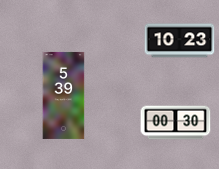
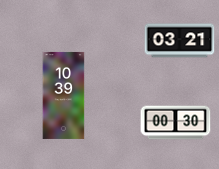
clock at (180, 41): 10:23 -> 03:21
clock at (64, 95): 5:39 -> 10:39
